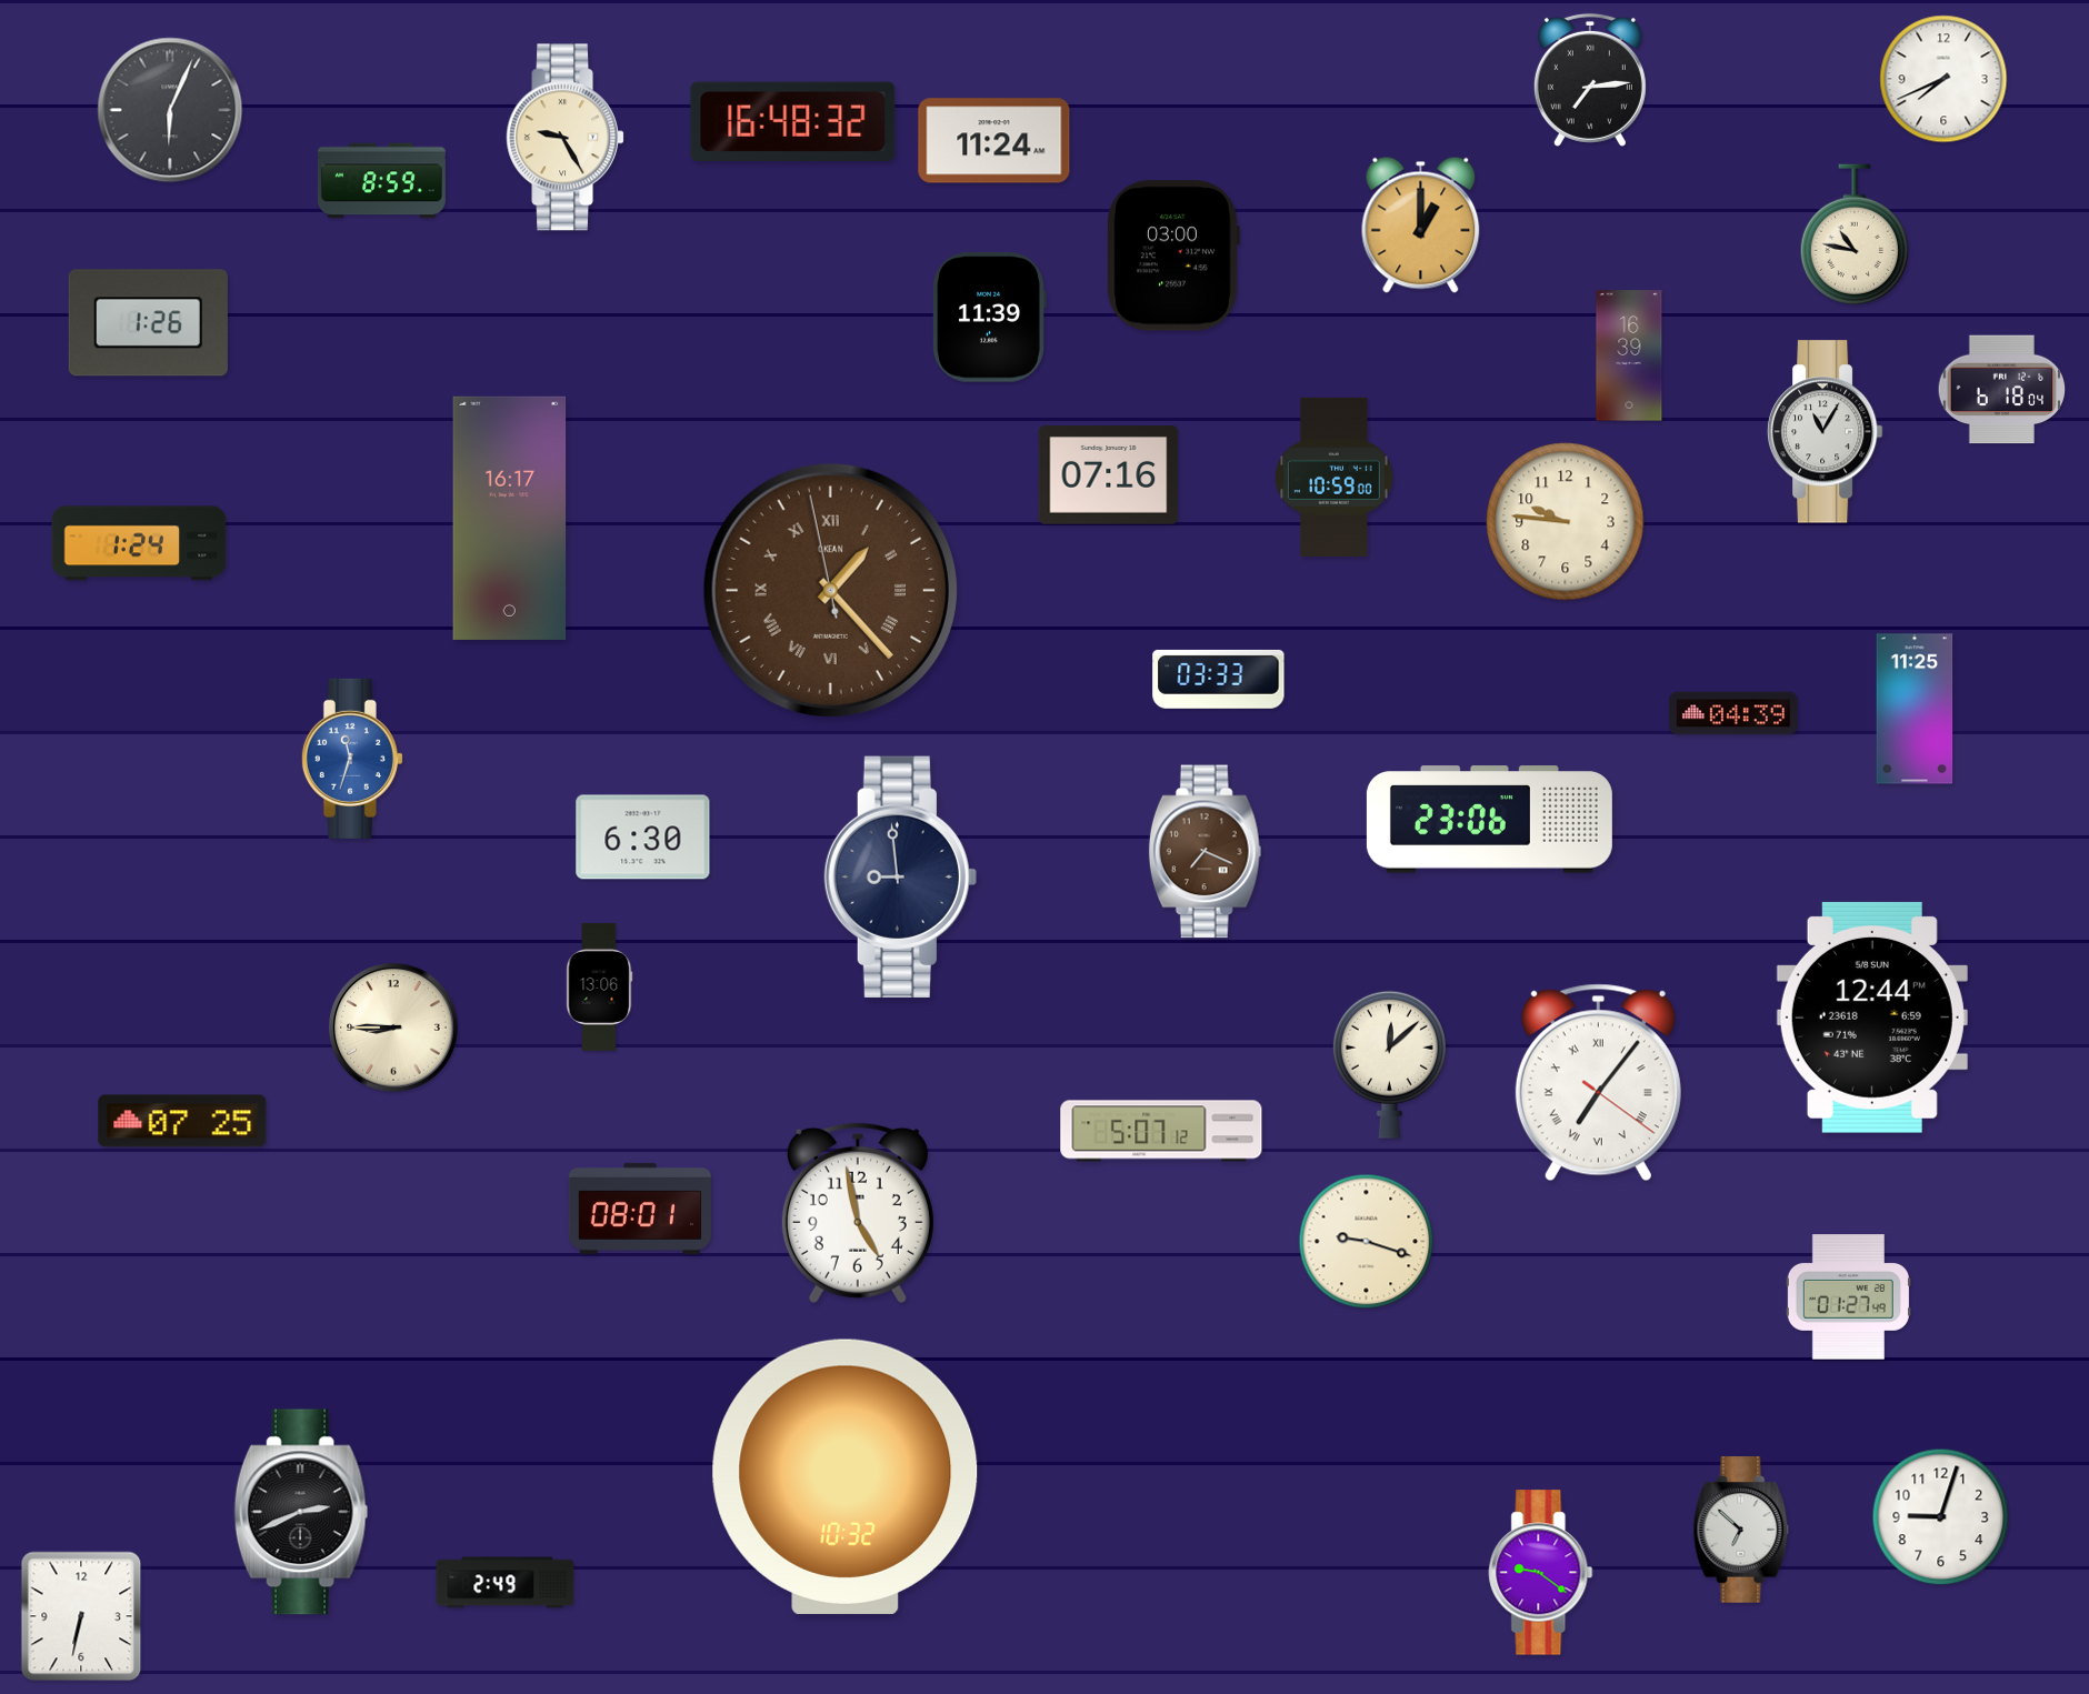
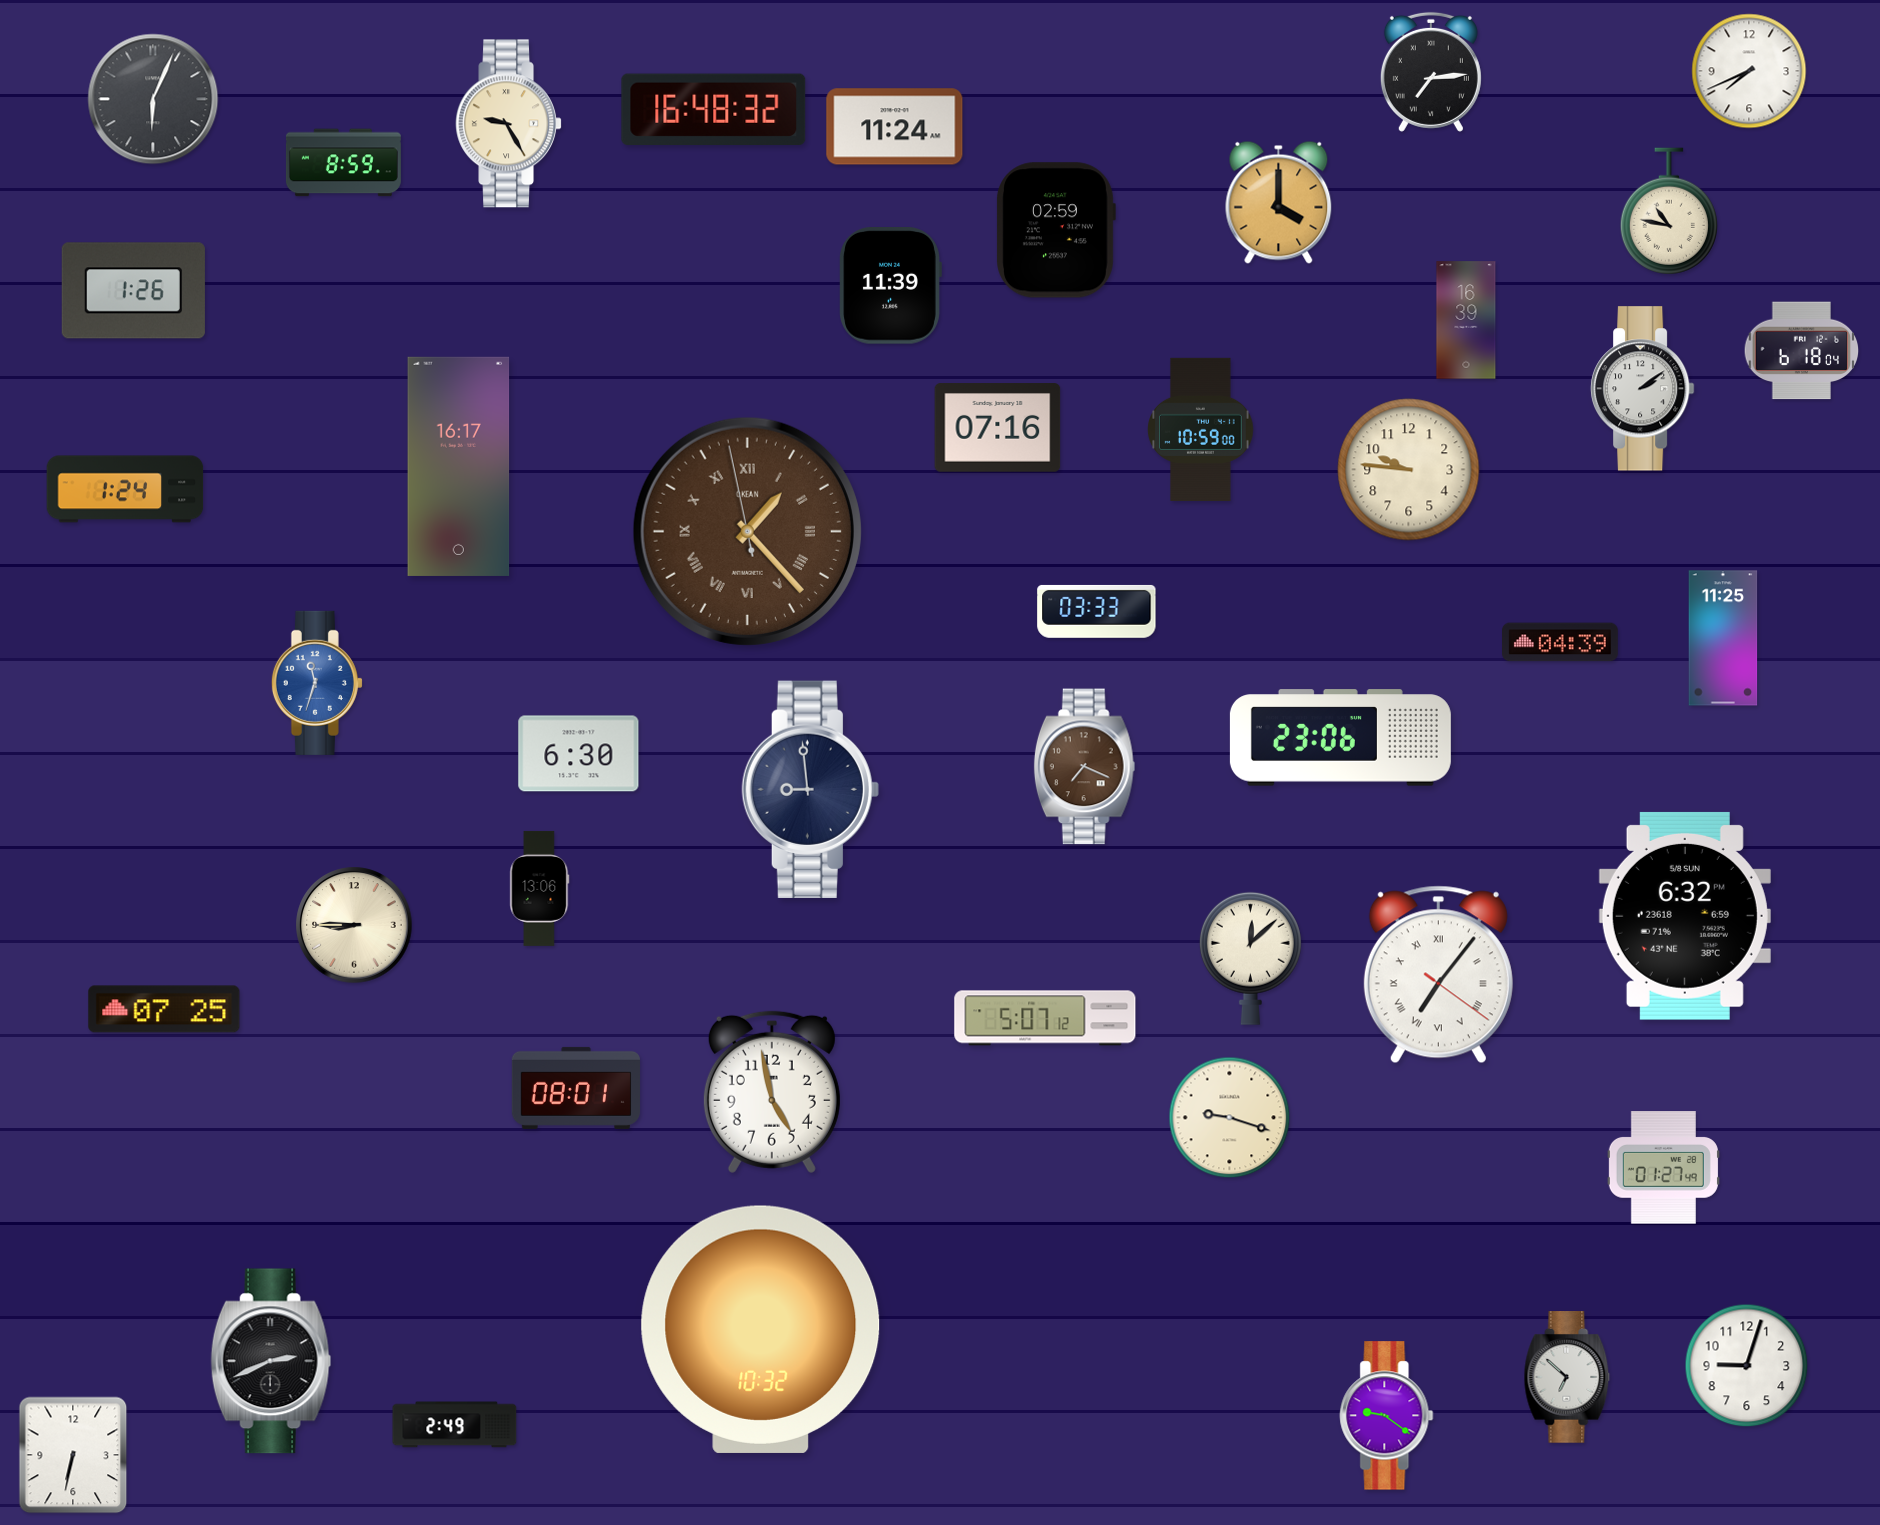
clock at (1421, 224): 1:00 -> 4:00
clock at (1173, 255): 03:00 -> 02:59
clock at (1825, 432): 11:05 -> 2:09
clock at (1872, 1018): 12:44 -> 6:32
